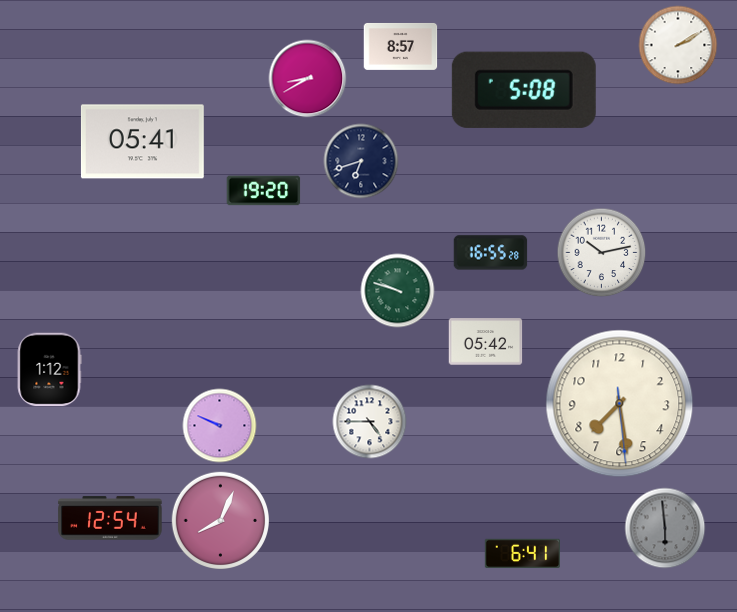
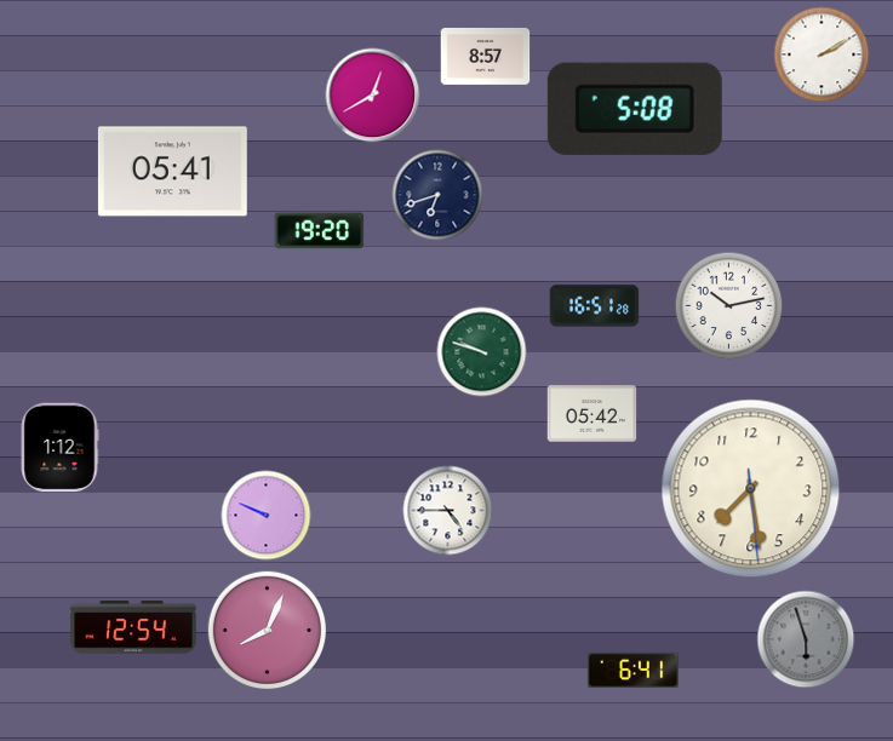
clock at (308, 79): 8:40 -> 12:40
clock at (491, 253): 16:55 -> 16:51
clock at (486, 342) position: (486, 342) -> (593, 414)
clock at (665, 528): 5:59 -> 5:57
